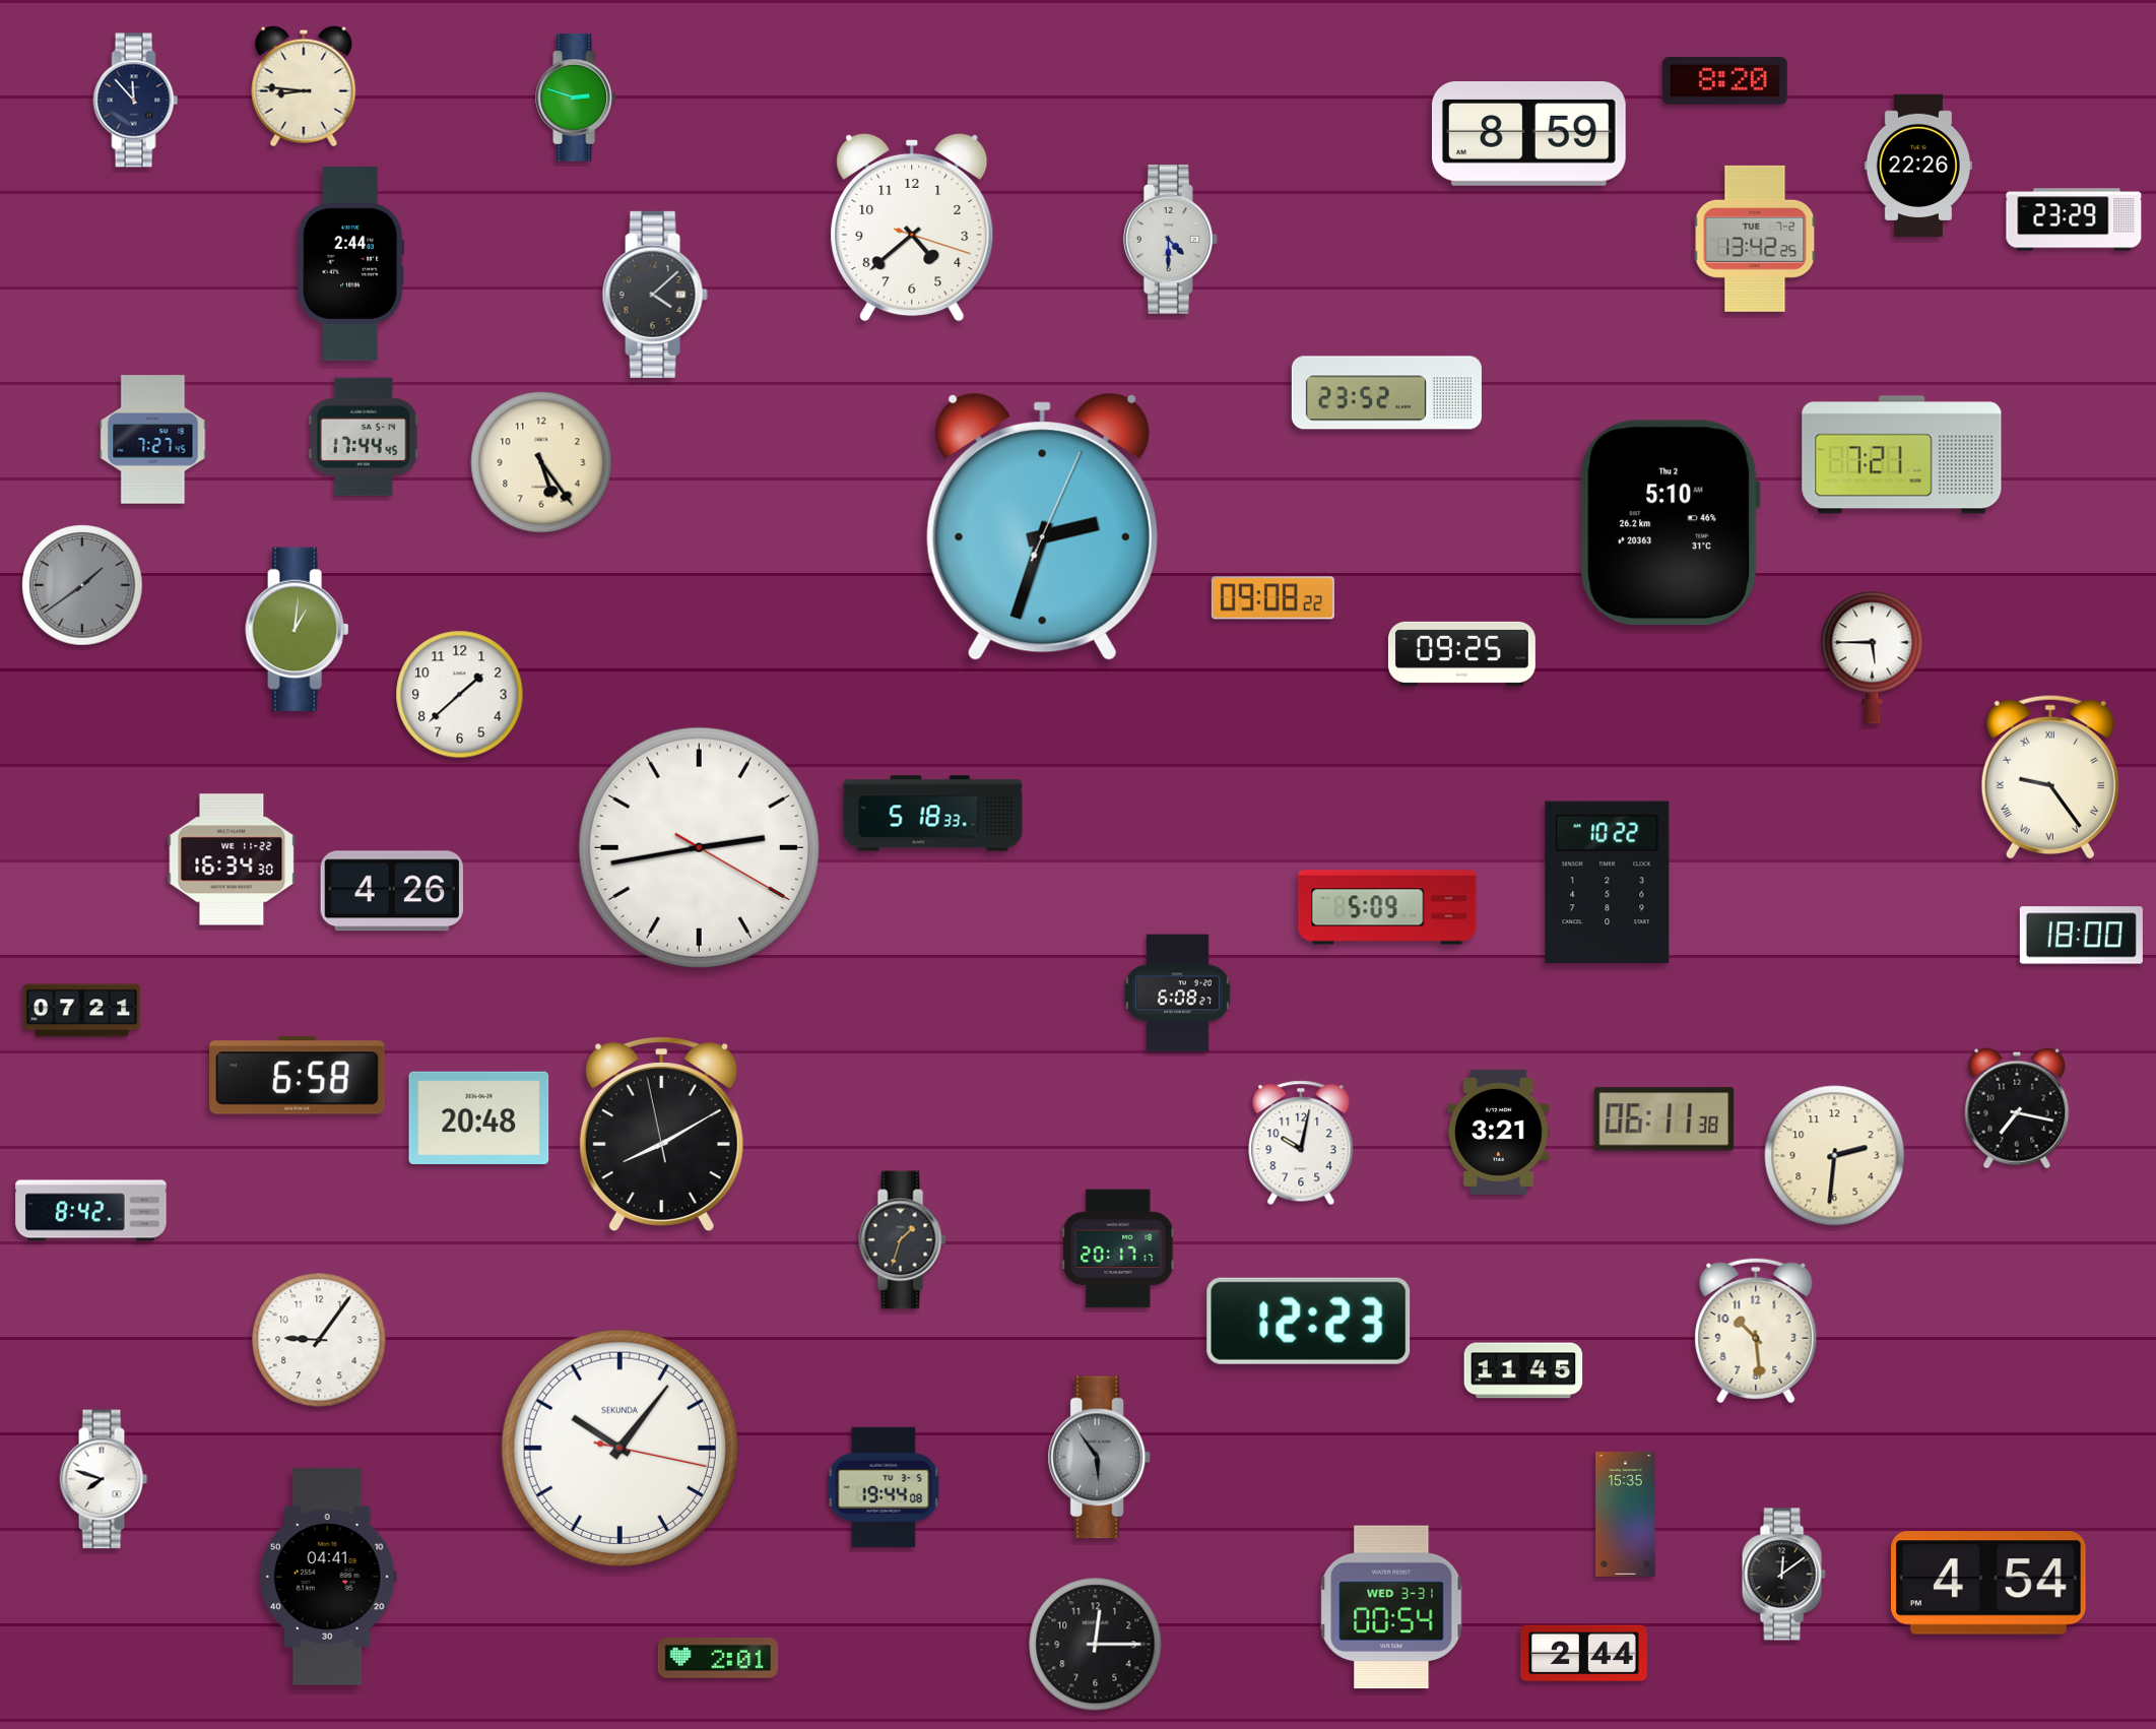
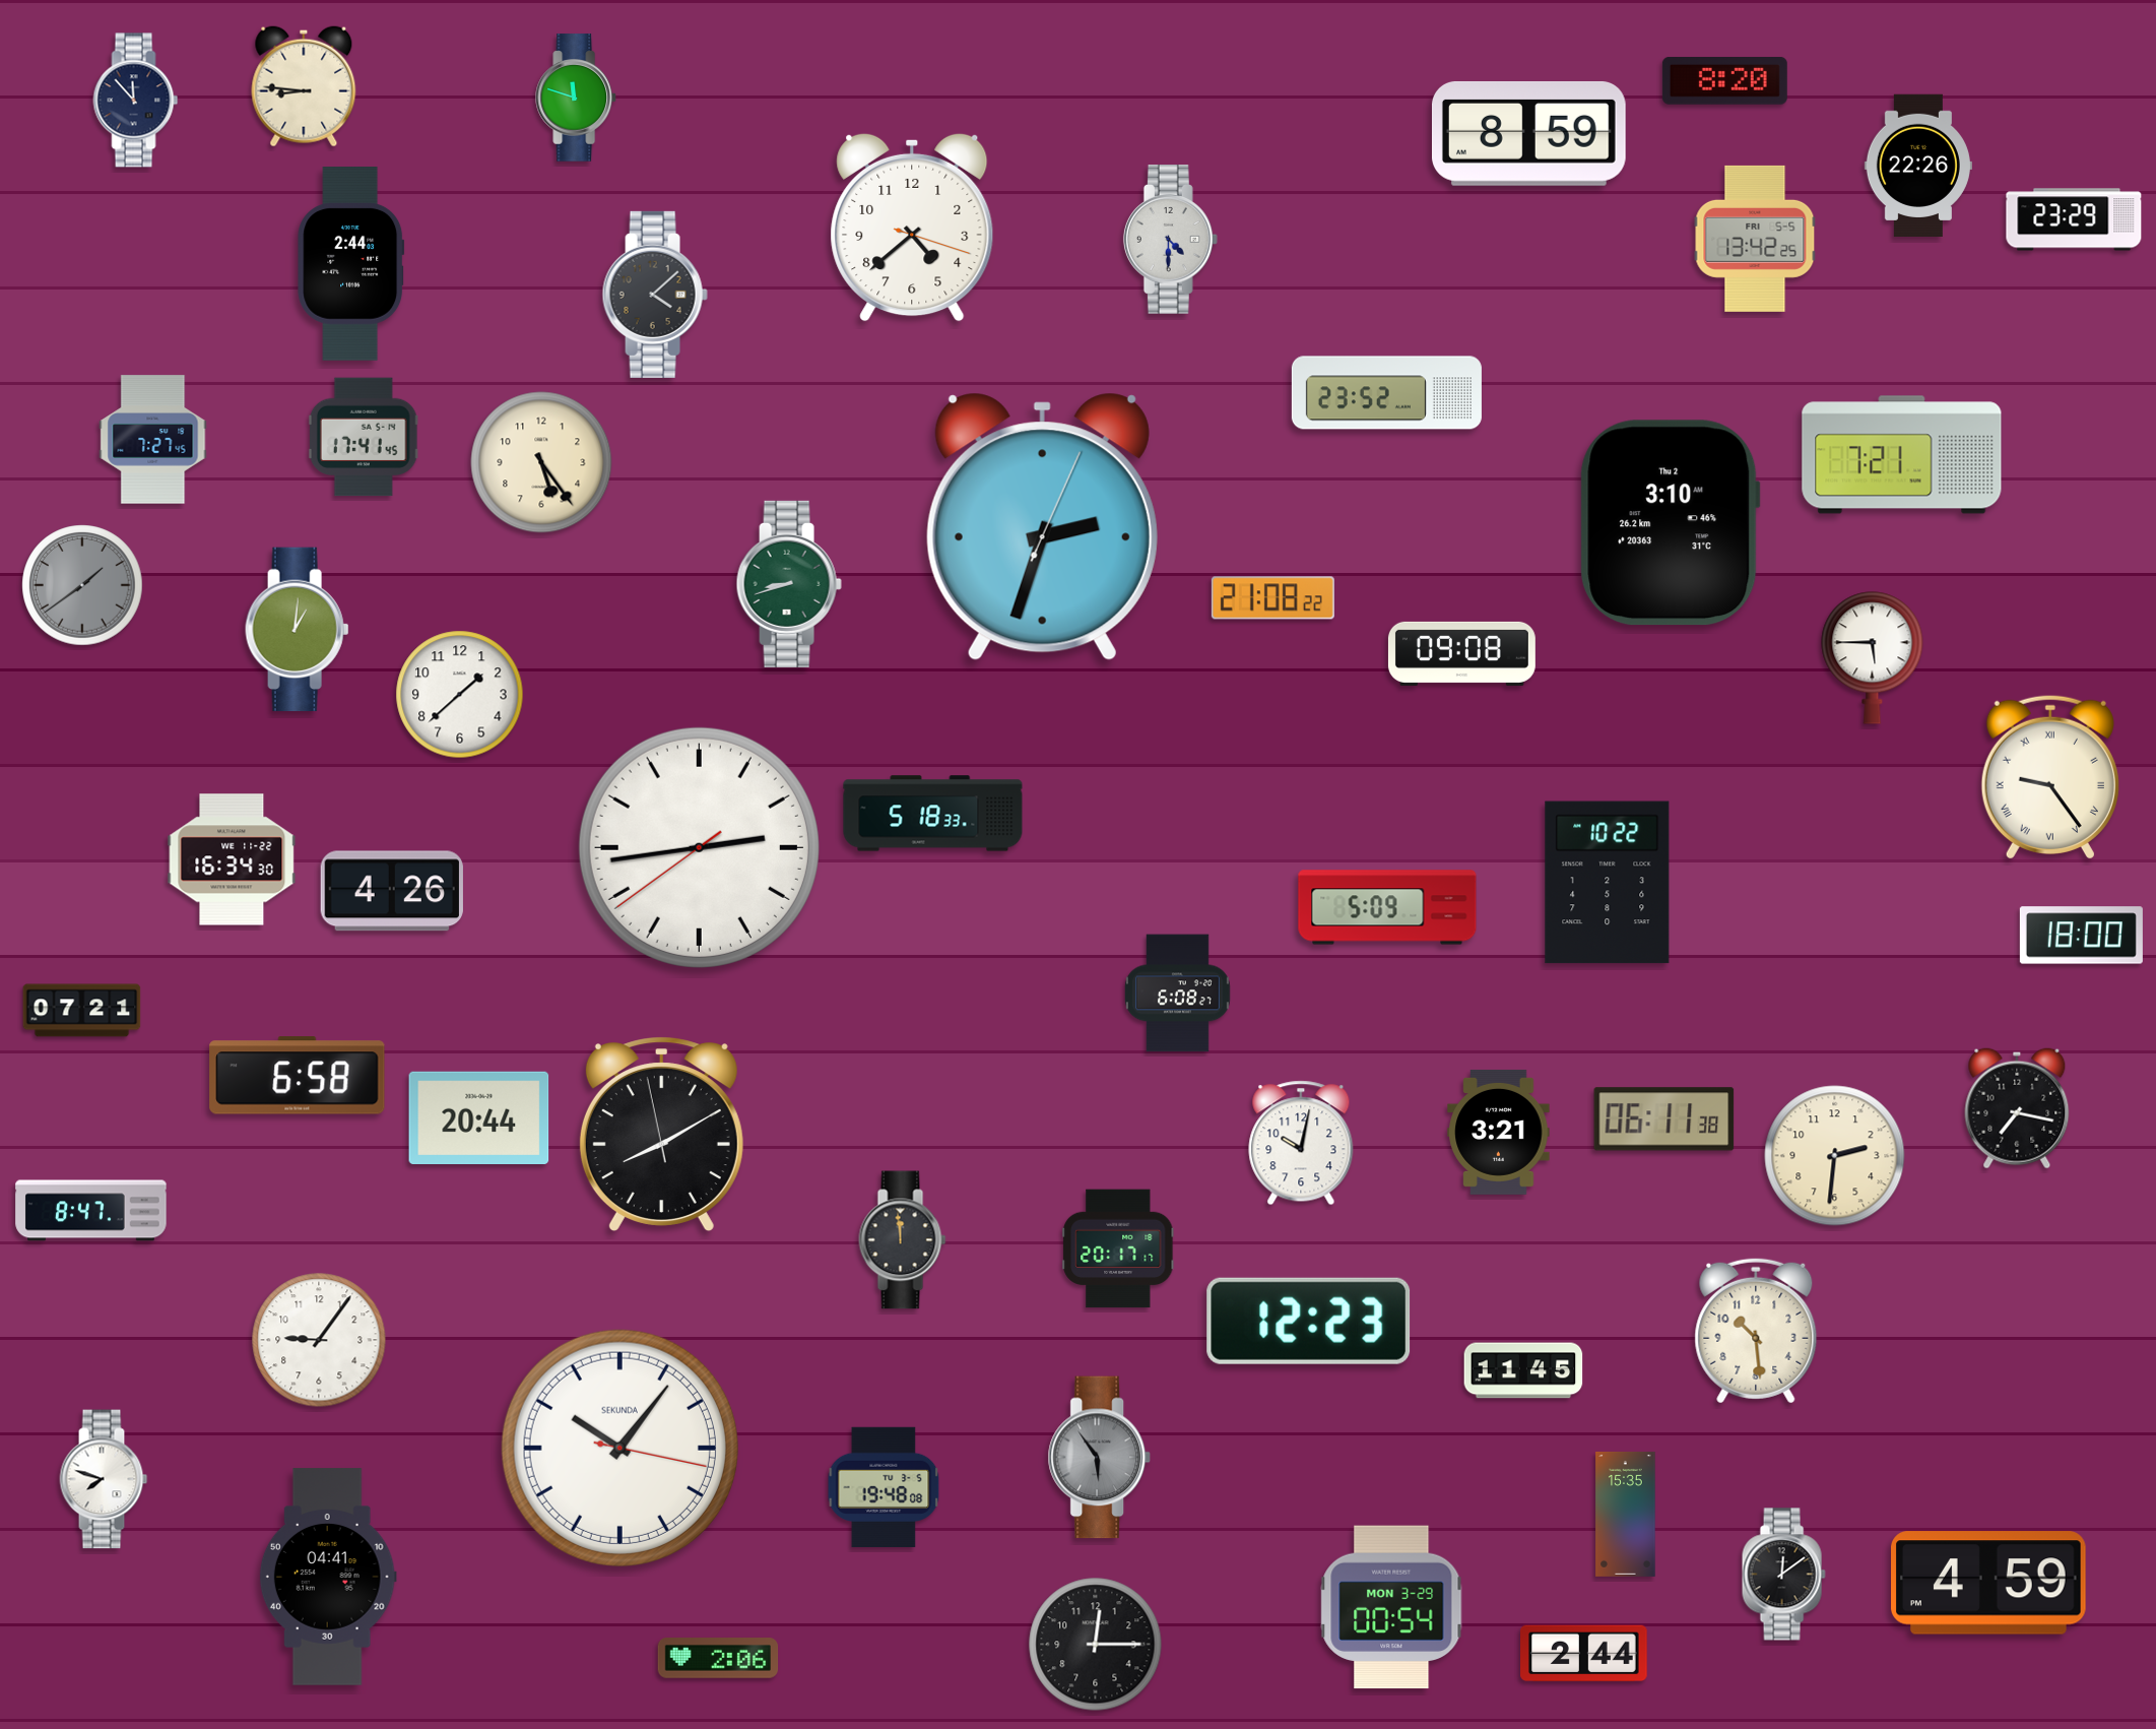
clock at (577, 98): 2:48 -> 11:48
clock at (1755, 239) date: TUE 7-2 -> FRI 5-5
clock at (364, 437): 17:44 -> 17:41
clock at (1670, 523): 5:10 -> 3:10
clock at (789, 584): none -> 8:42
clock at (1272, 598): 09:08 -> 21:08
clock at (1461, 653): 09:25 -> 09:08
clock at (699, 847): 2:43:20 -> 2:43:39
clock at (479, 1117): 20:48 -> 20:44
clock at (91, 1211): 8:42 -> 8:47
clock at (903, 1240): 1:33 -> 11:59
clock at (884, 1487): 19:44 -> 19:48
clock at (1989, 1583): 4:54 -> 4:59
clock at (1391, 1607) date: WED 3-31 -> MON 3-29
clock at (718, 1658): 2:01 -> 2:06
